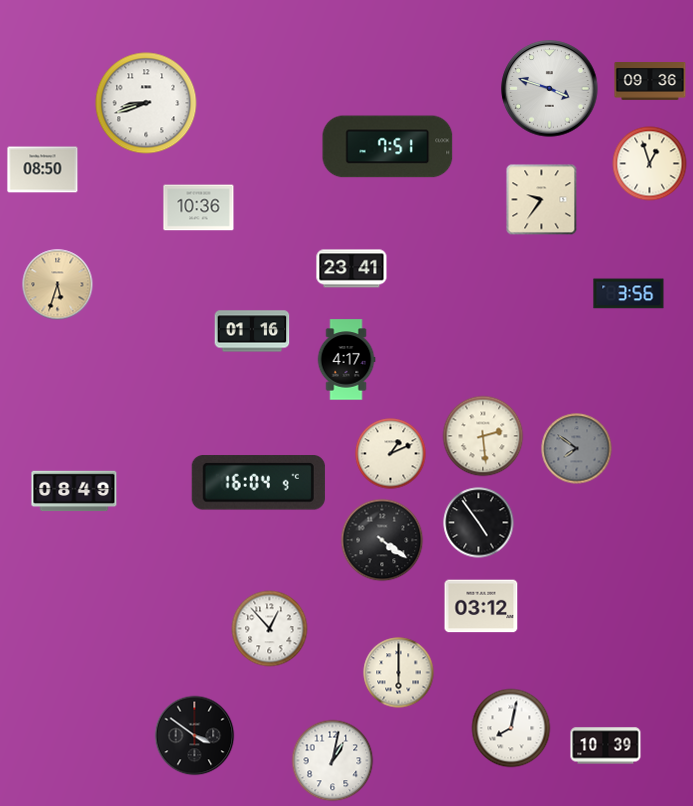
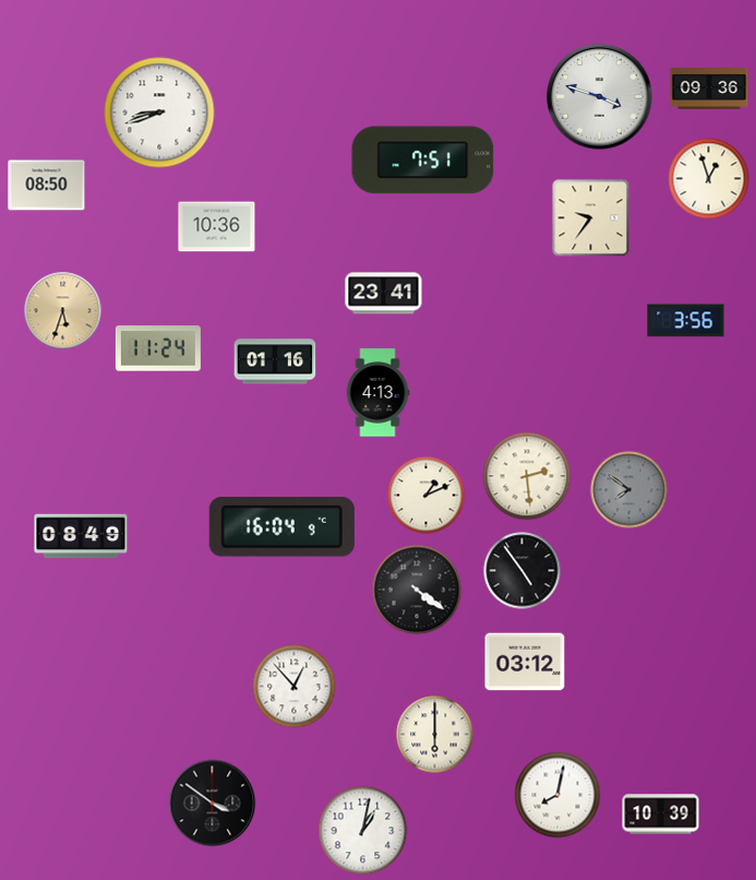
clock at (158, 348): none -> 11:24
clock at (346, 360): 4:17 -> 4:13
